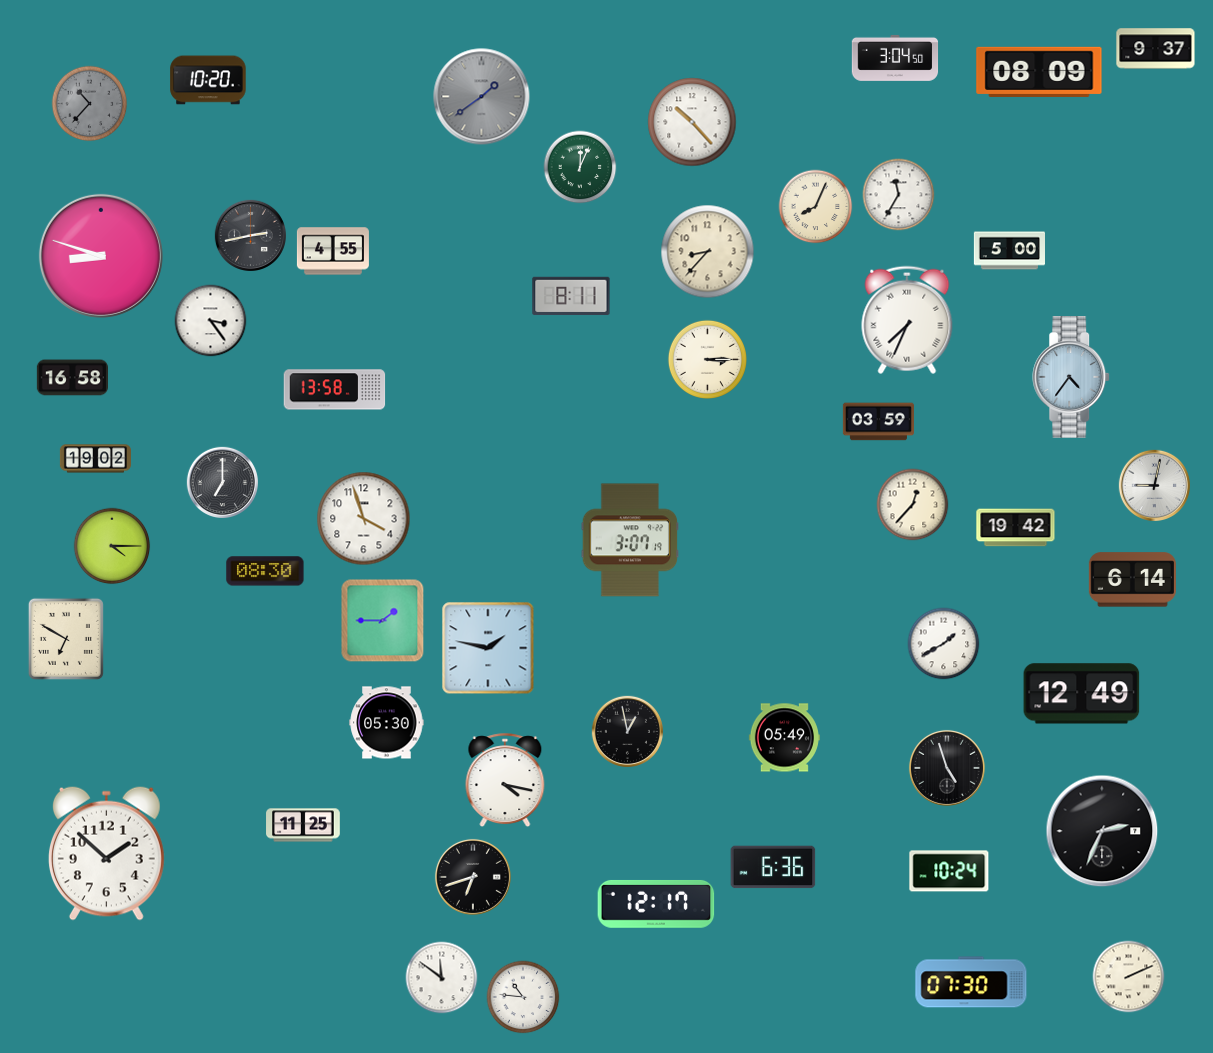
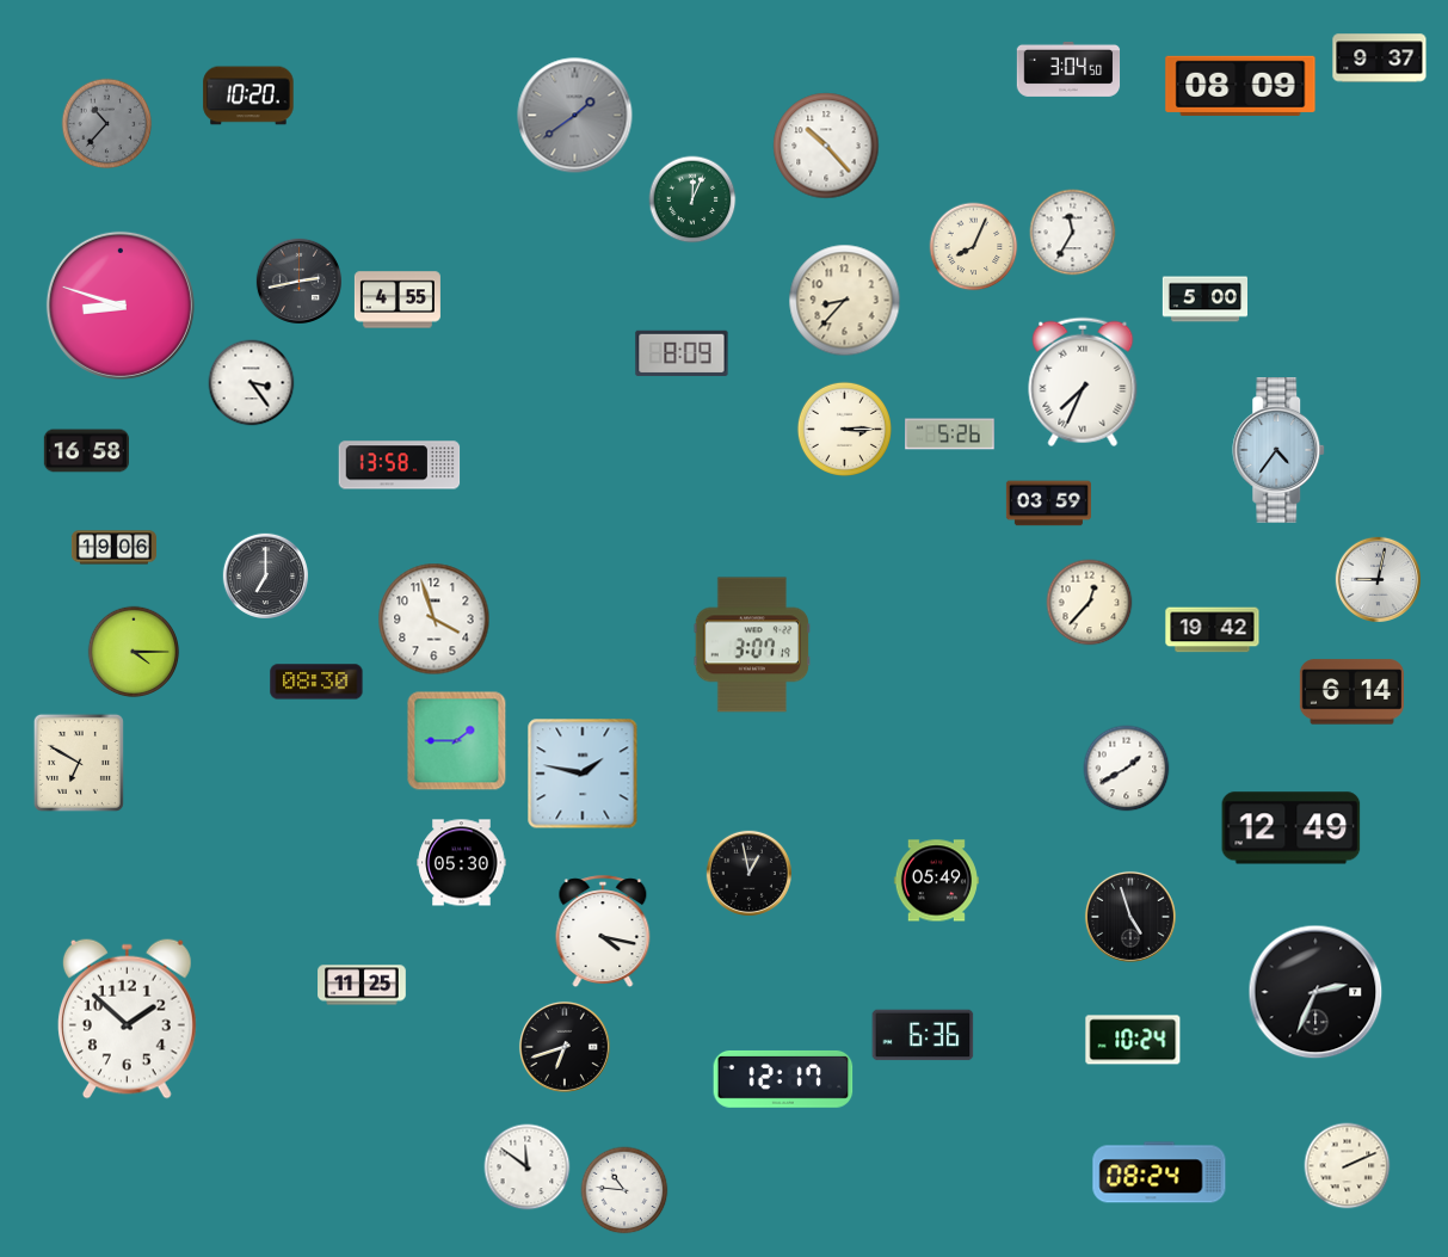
clock at (571, 296): 8:11 -> 8:09
clock at (950, 435): none -> 5:26
clock at (95, 459): 19:02 -> 19:06
clock at (971, 982): 07:30 -> 08:24
